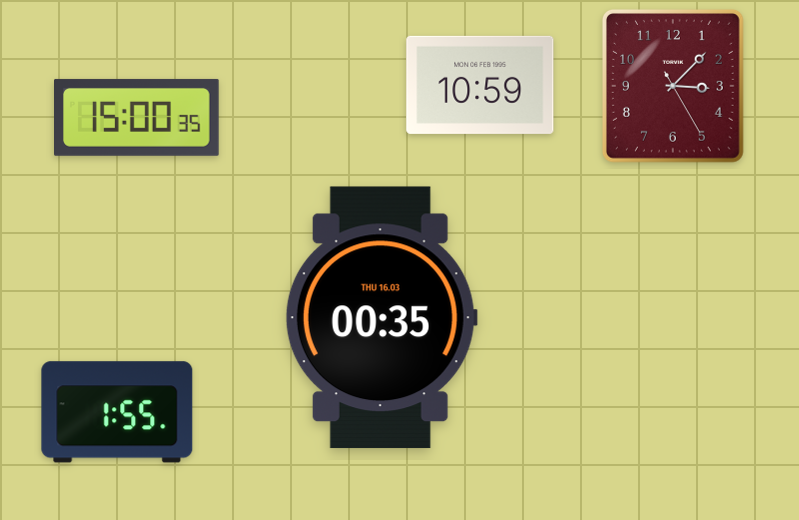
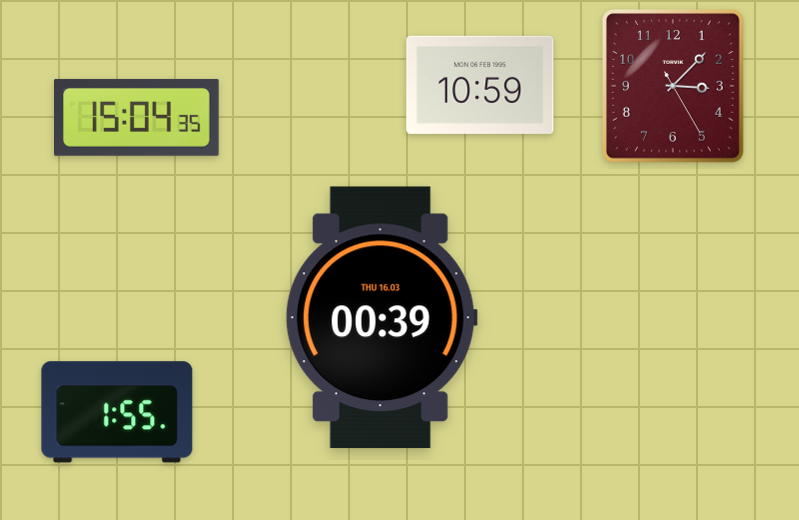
clock at (137, 117): 15:00 -> 15:04
clock at (381, 318): 00:35 -> 00:39
